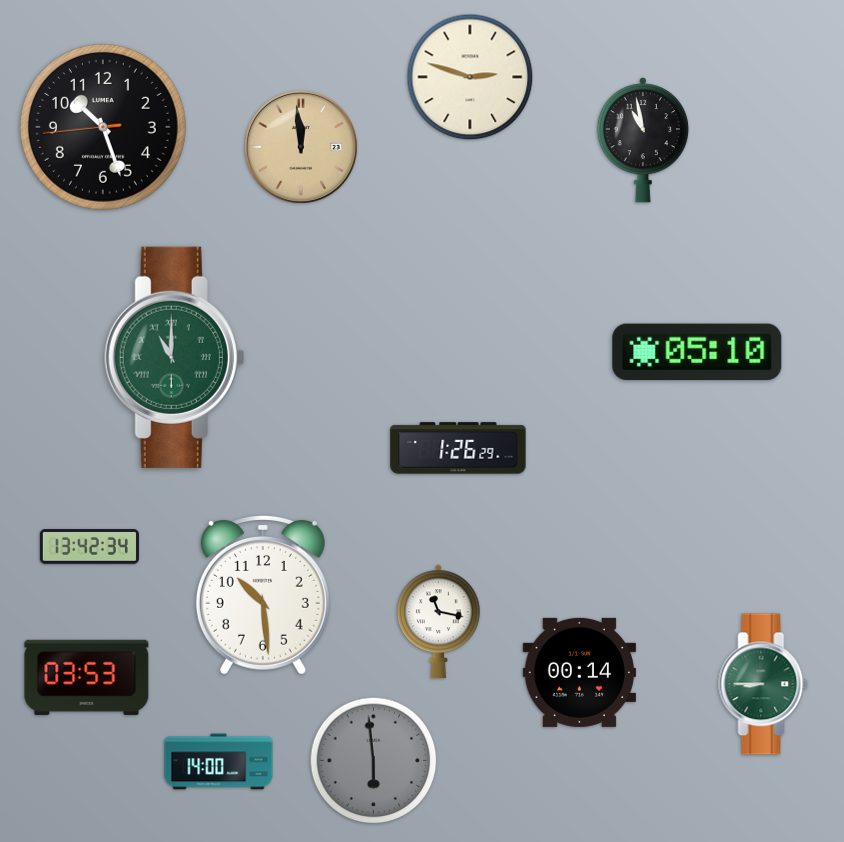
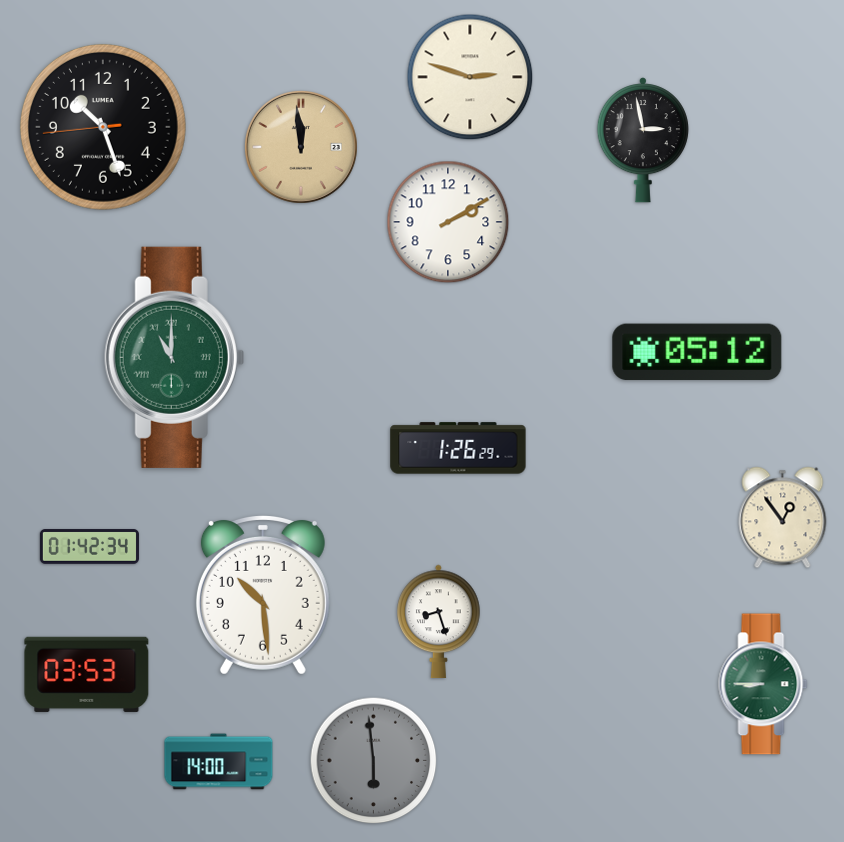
clock at (643, 140): 10:58 -> 2:58
clock at (448, 222): none -> 2:10
clock at (697, 352): 05:10 -> 05:12
clock at (783, 518): none -> 12:54
clock at (89, 547): 13:42 -> 01:42
clock at (439, 621): 11:17 -> 8:27
clock at (579, 672): 00:14 -> none
clock at (87, 677) position: (87, 677) -> (87, 674)
